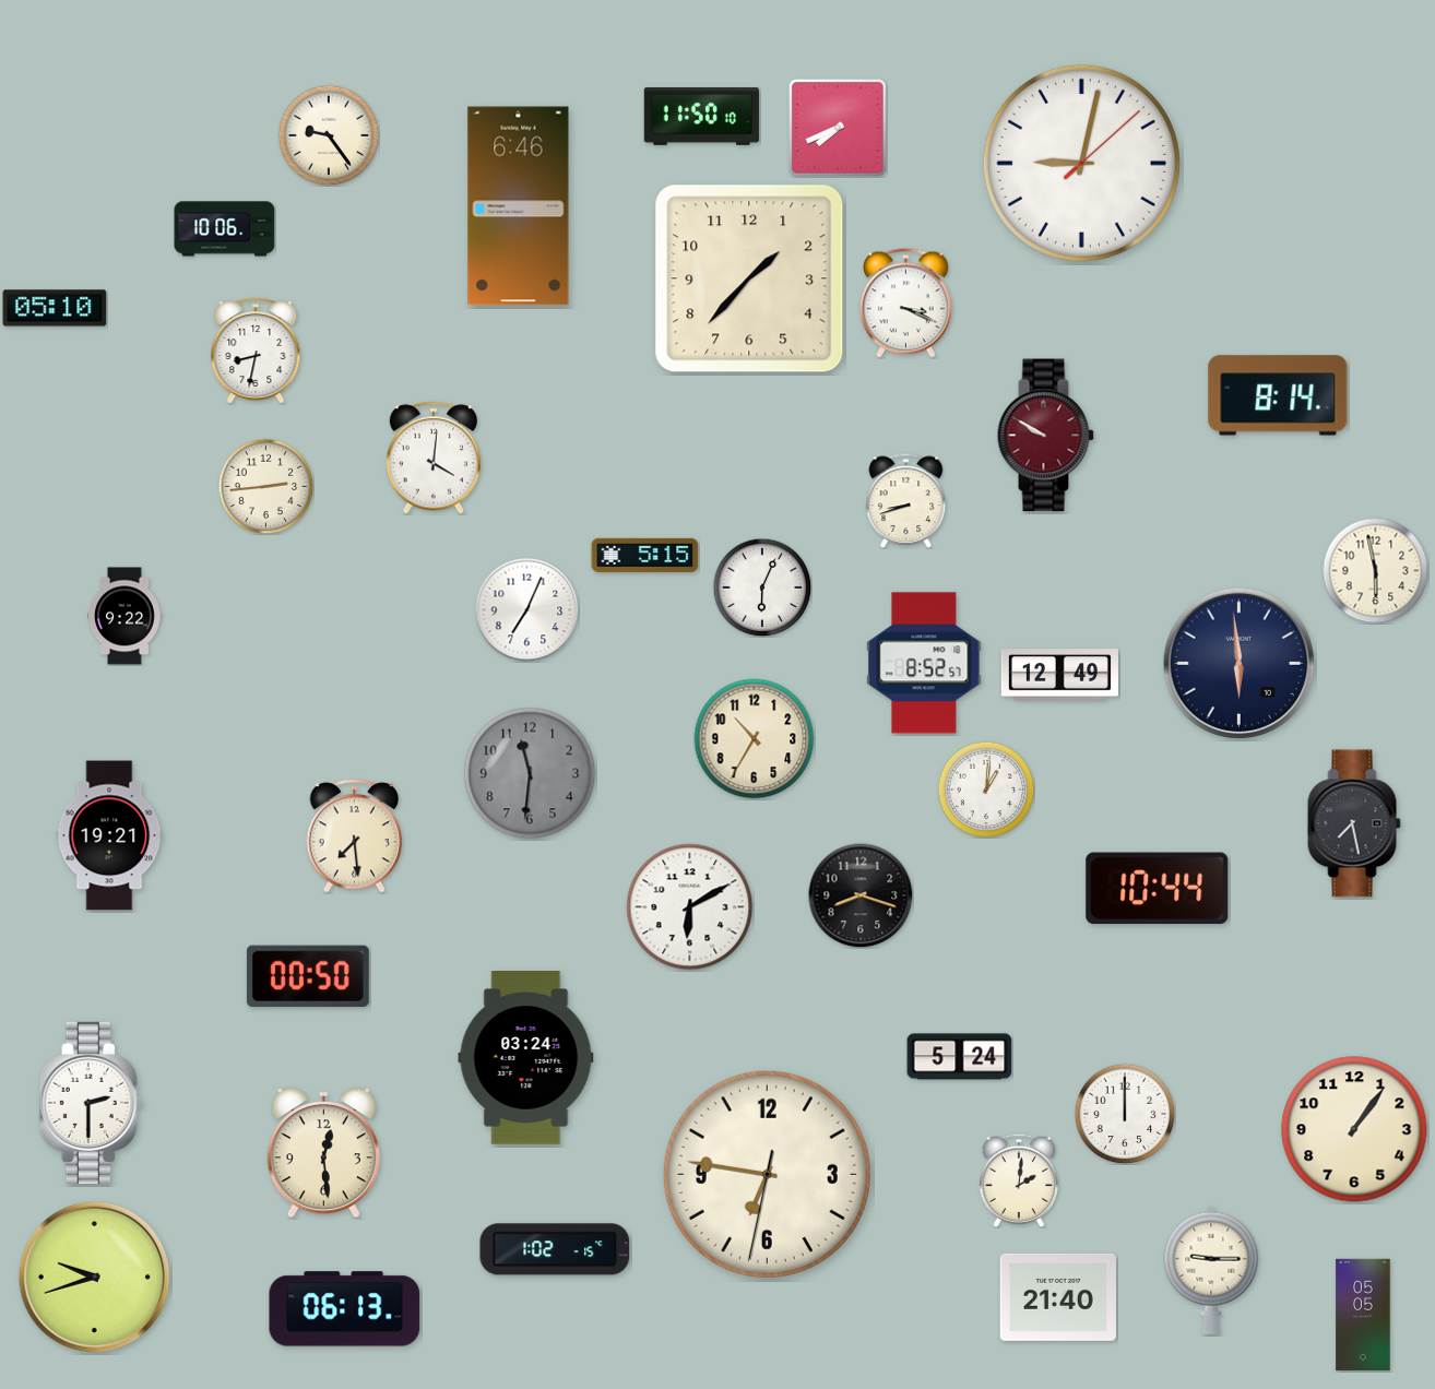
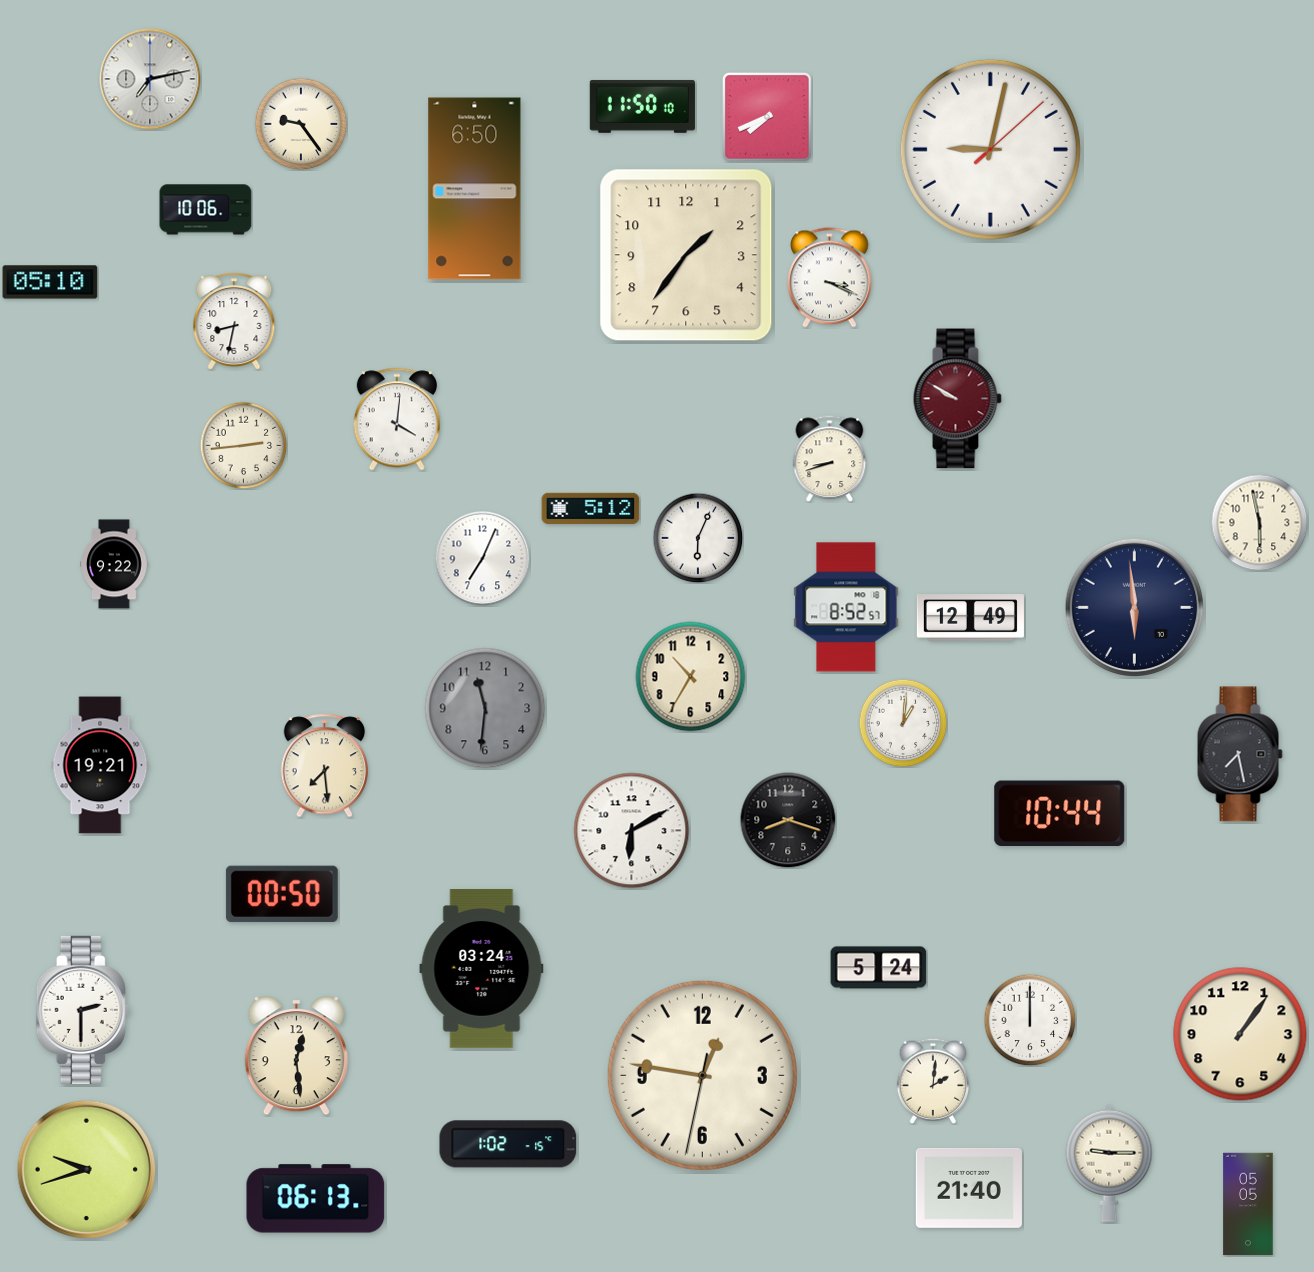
clock at (150, 79): none -> 7:13
clock at (519, 206): 6:46 -> 6:50
clock at (749, 278): 1:37 -> 1:36
clock at (1278, 395): 8:14 -> none
clock at (645, 555): 5:15 -> 5:12
clock at (767, 1174): 6:46 -> 12:46
